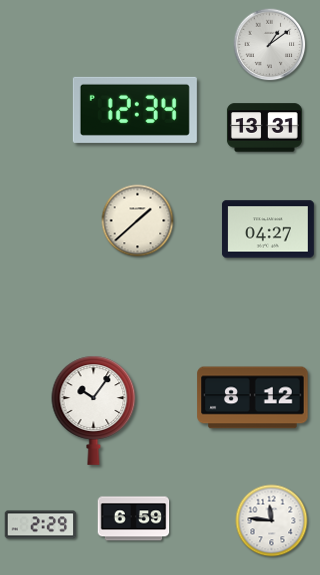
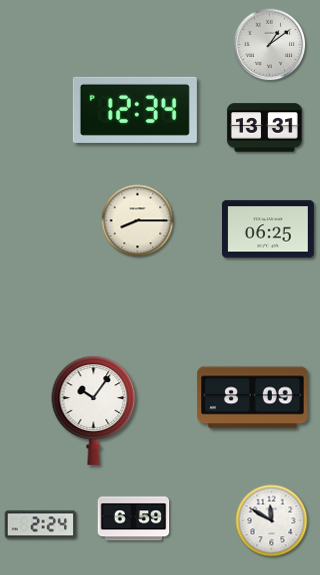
clock at (138, 221): 1:38 -> 8:15
clock at (268, 229): 04:27 -> 06:25
clock at (253, 398): 8:12 -> 8:09
clock at (272, 521): 11:46 -> 11:50
clock at (41, 525): 2:29 -> 2:24
